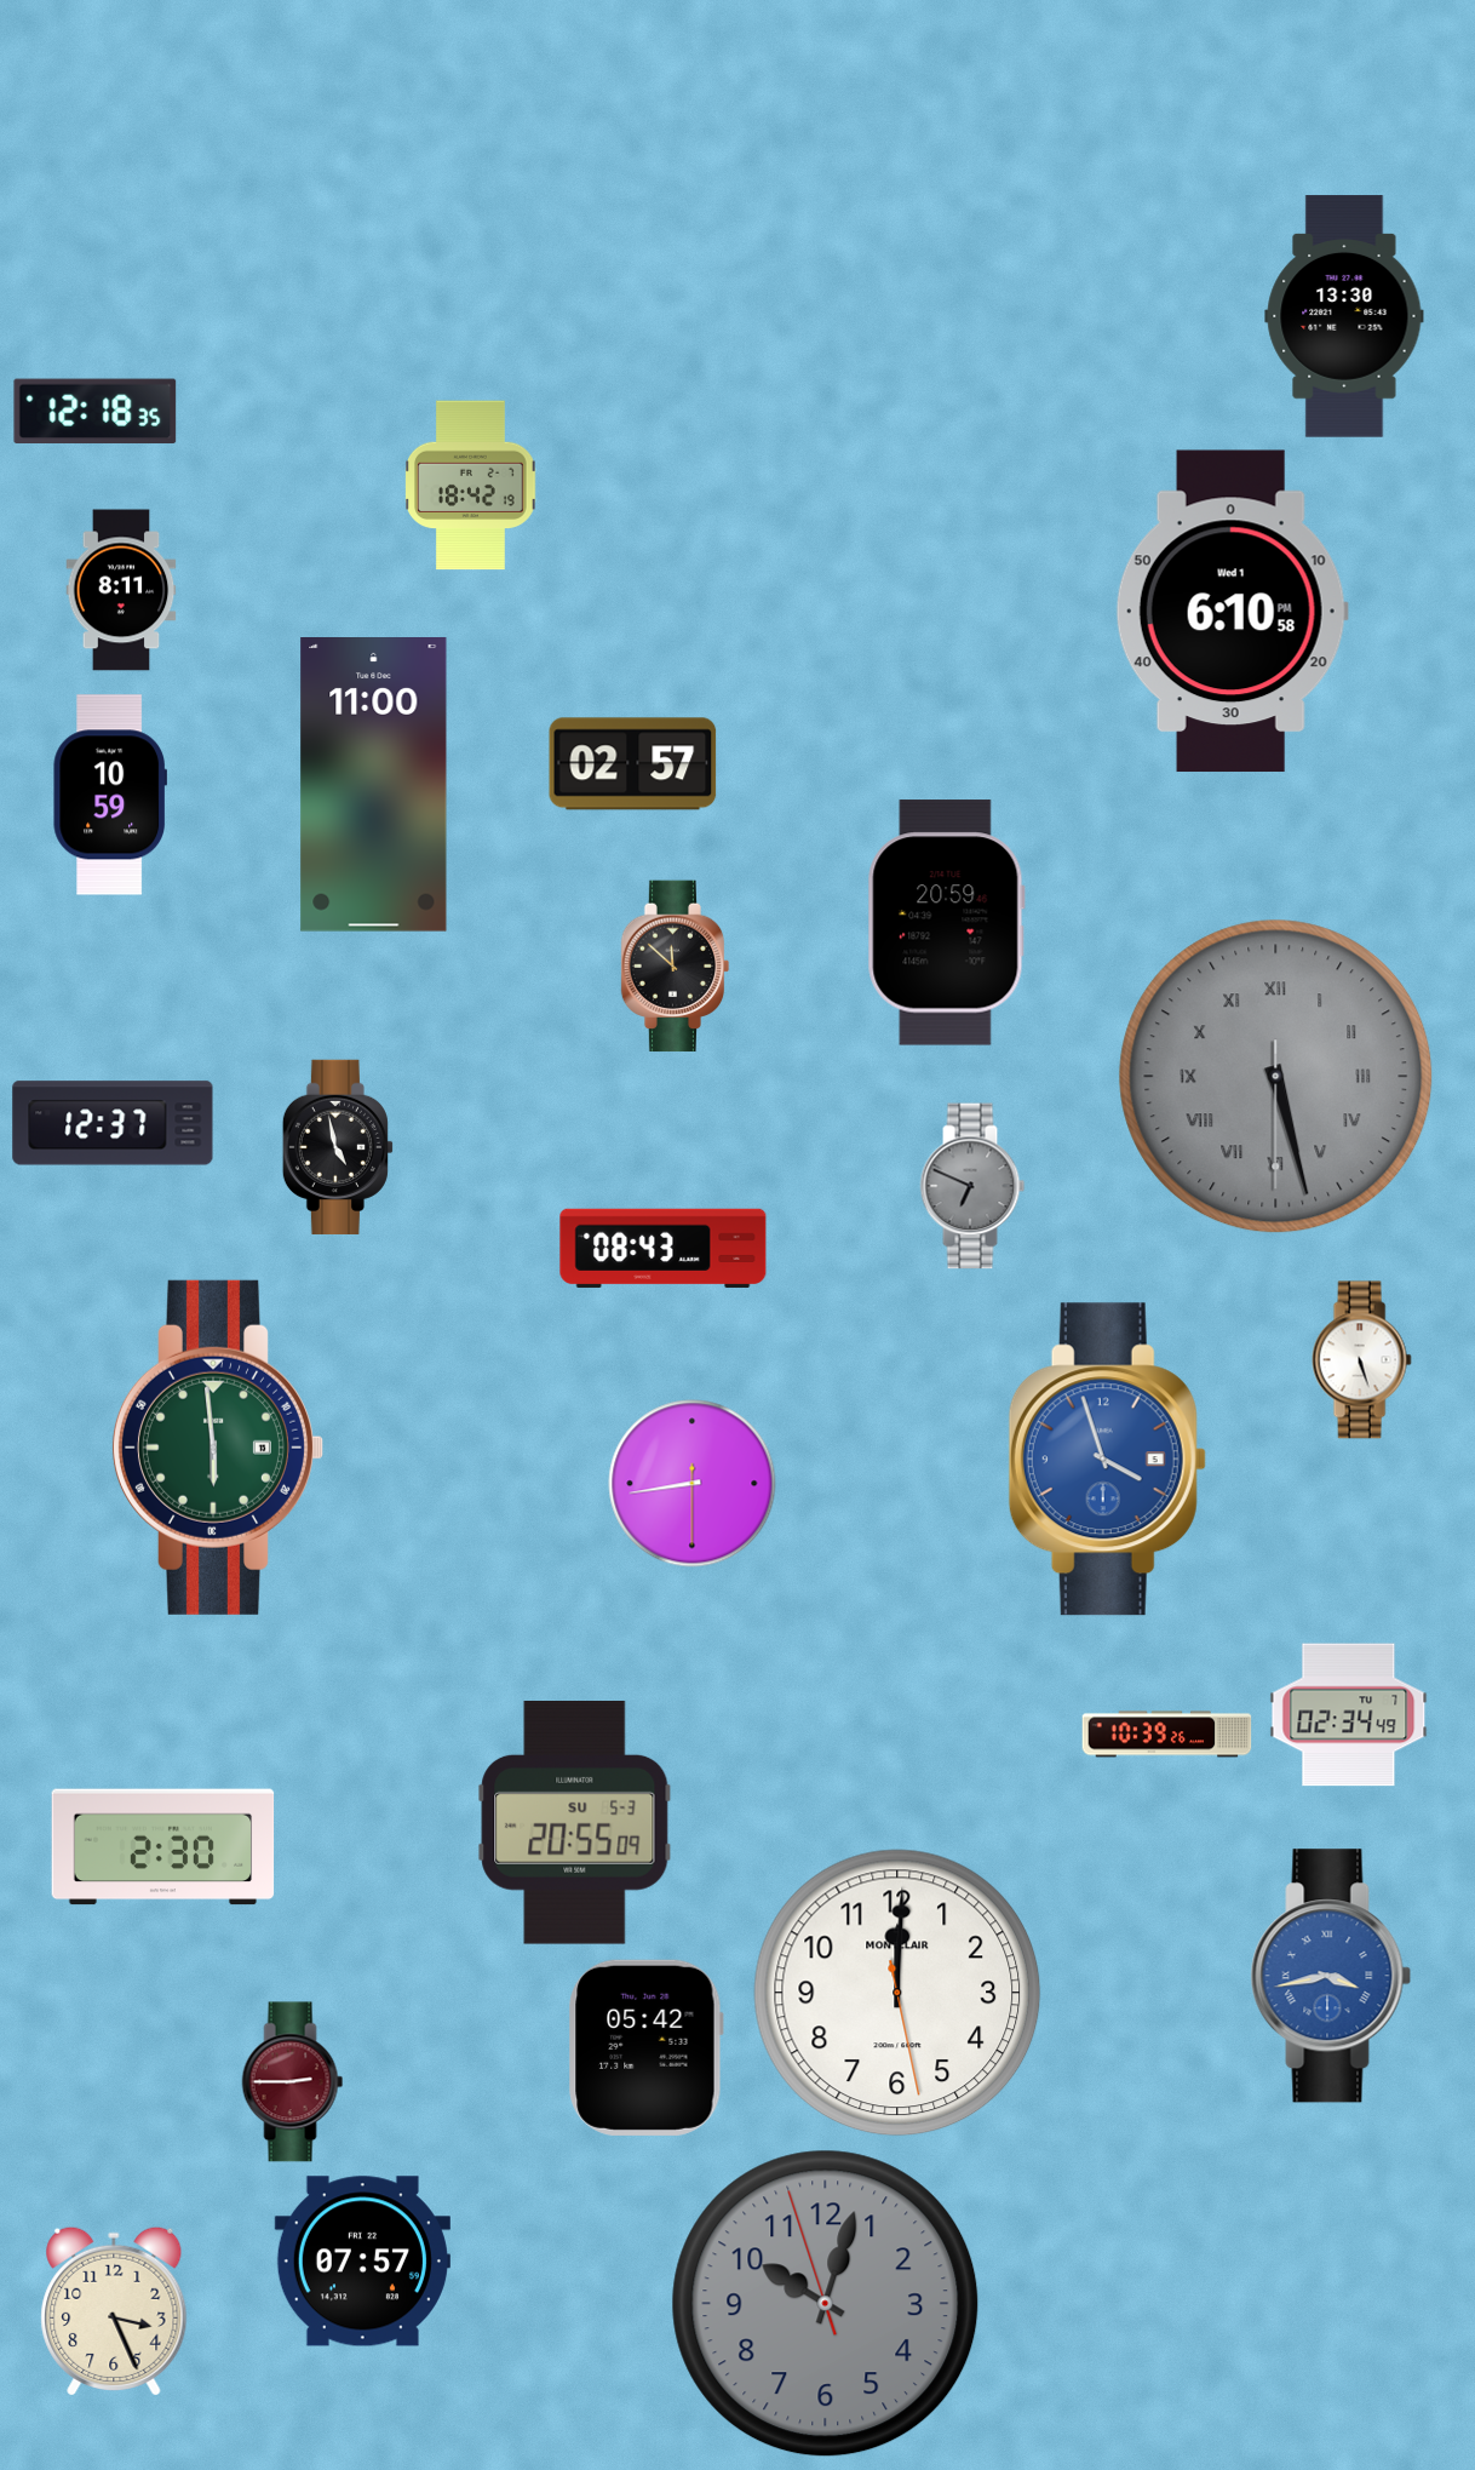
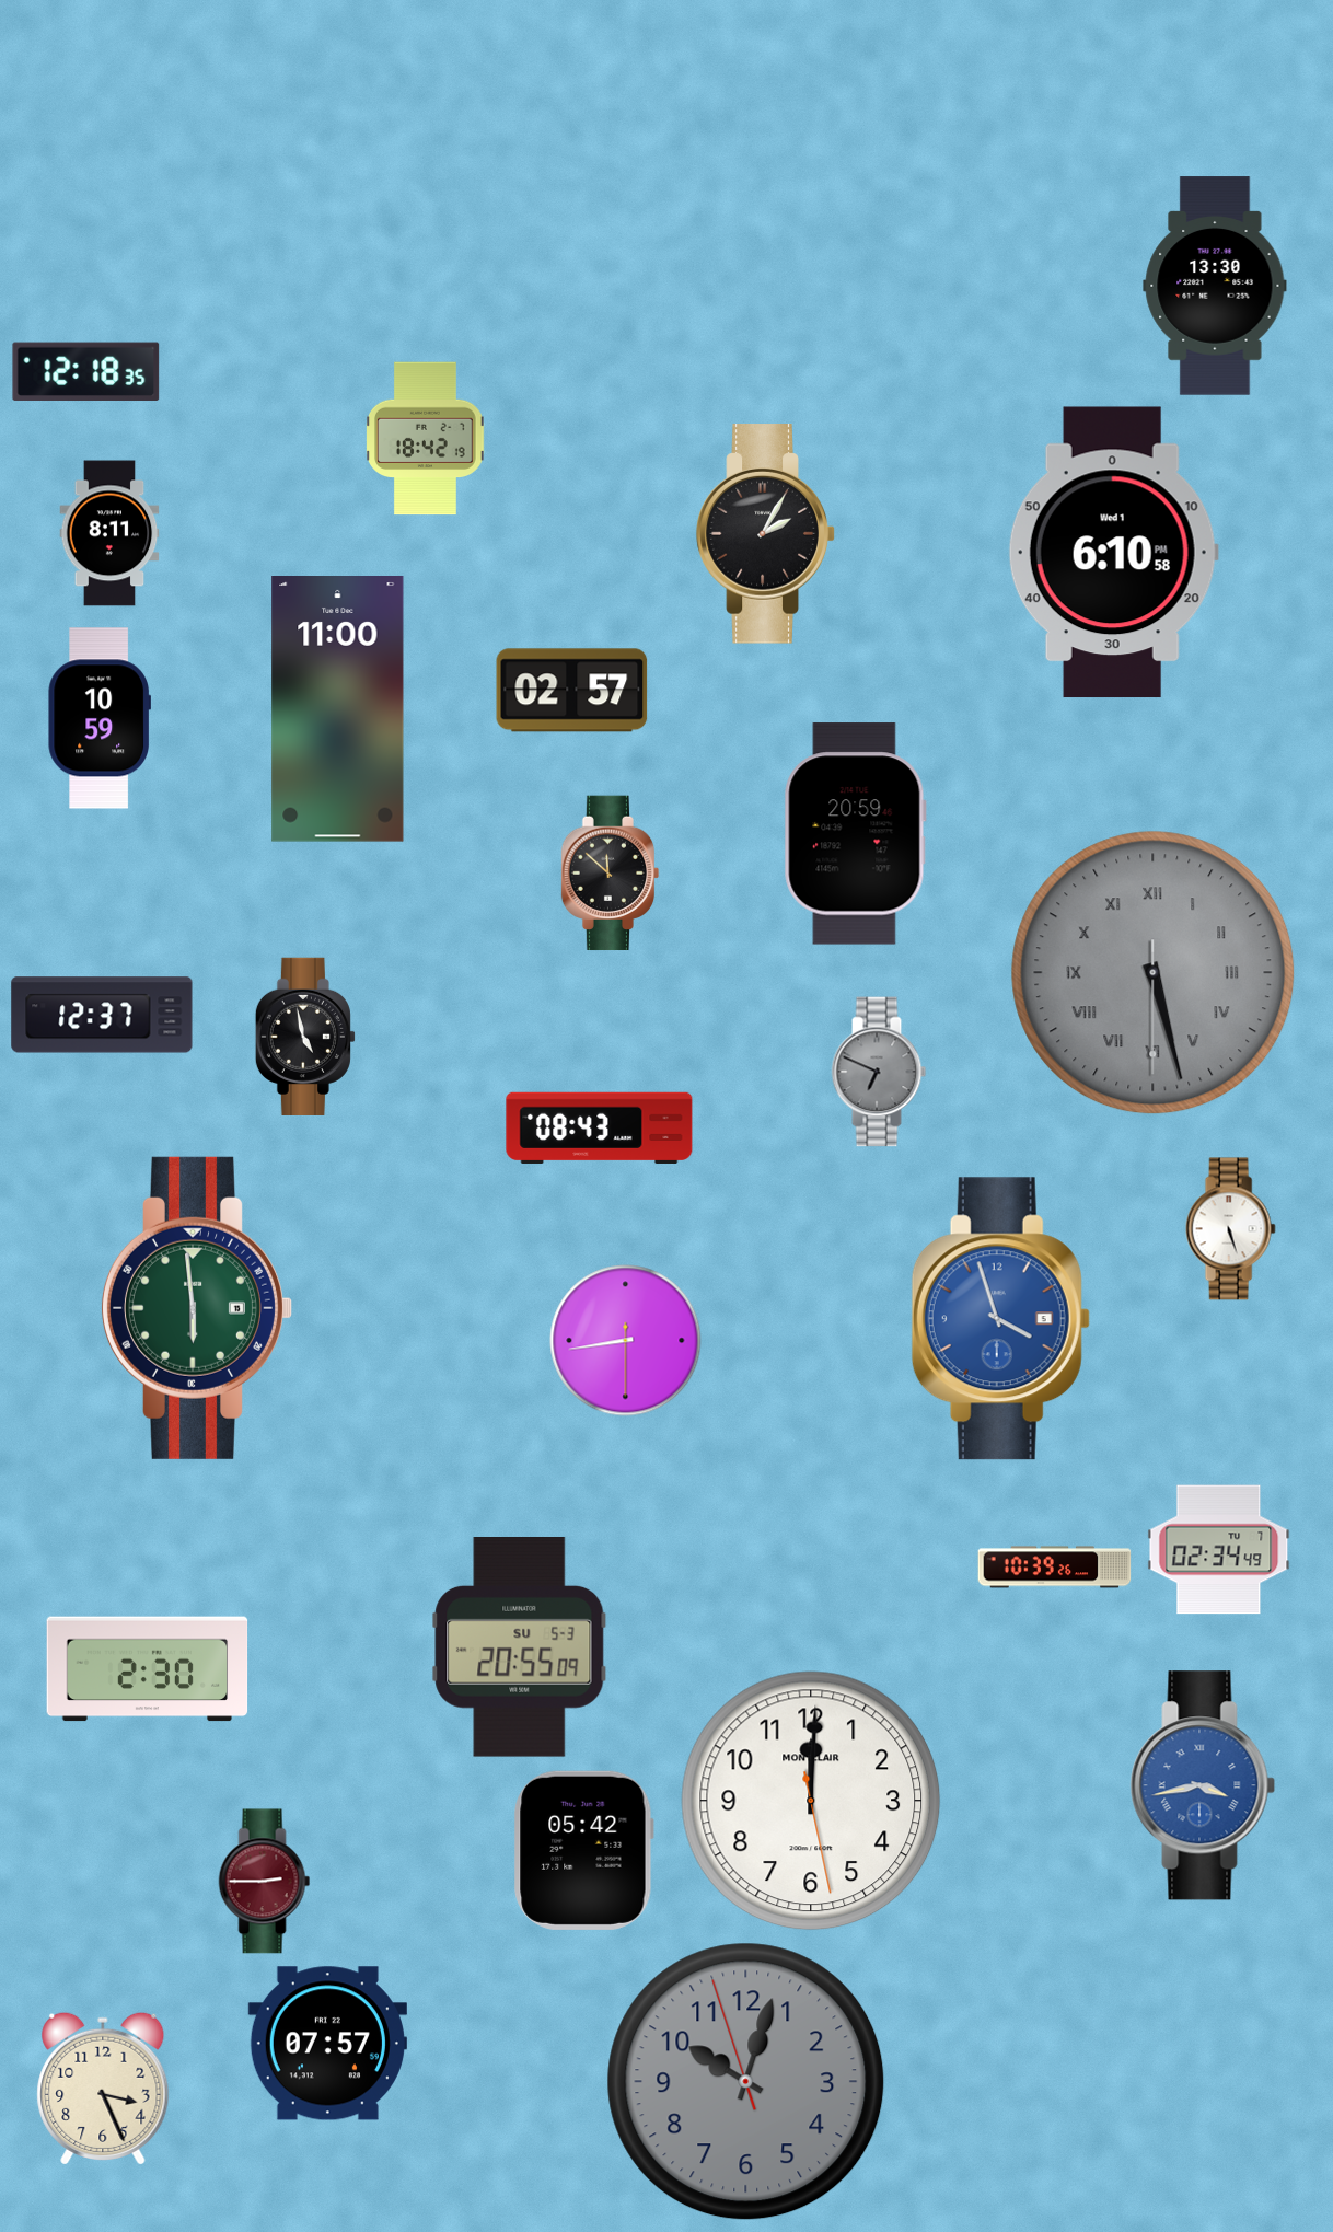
clock at (766, 534): none -> 2:05
